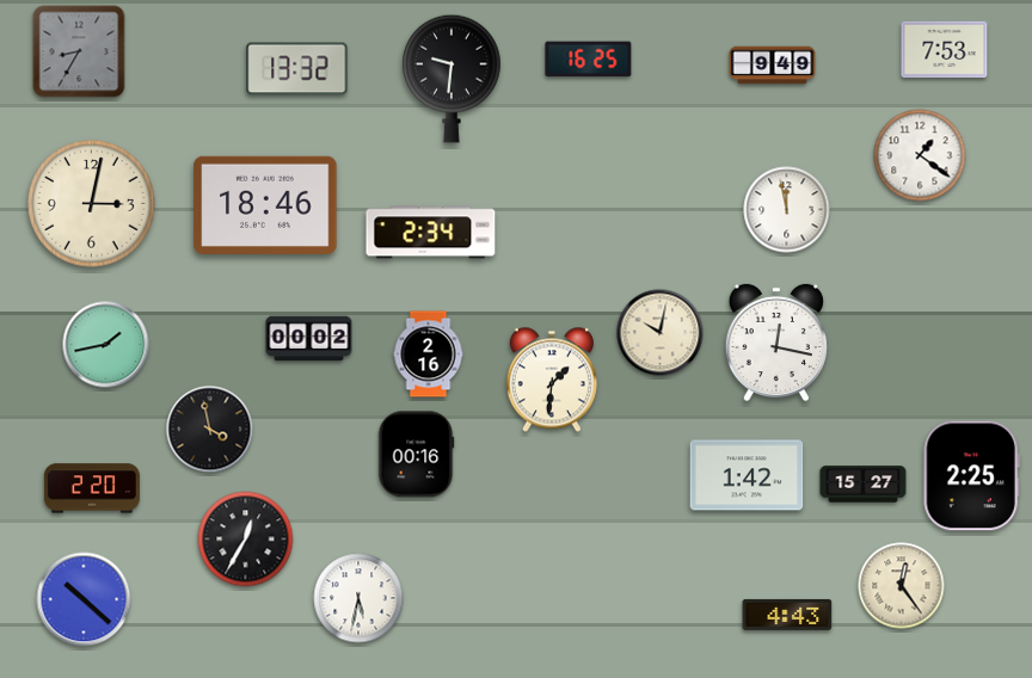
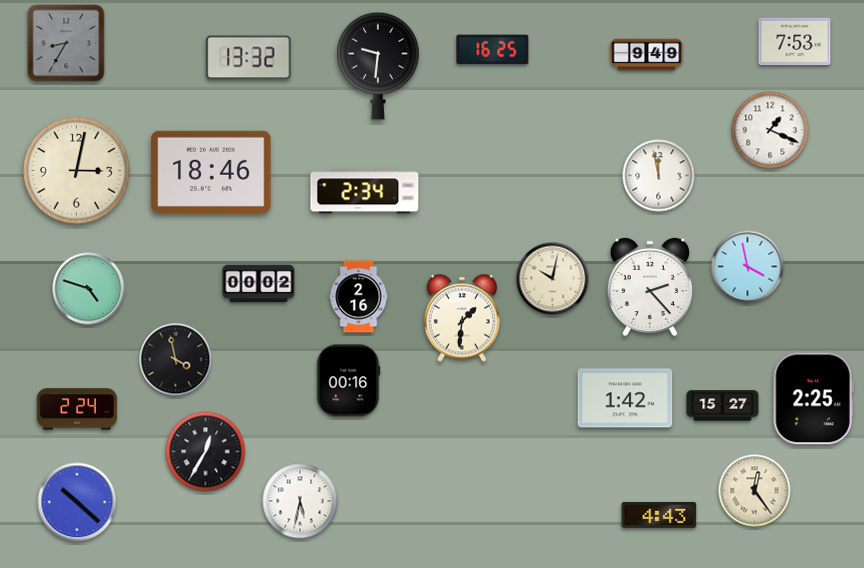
clock at (945, 50) position: (945, 50) -> (795, 42)
clock at (920, 155): 1:21 -> 1:19
clock at (265, 205) position: (265, 205) -> (211, 172)
clock at (431, 233) position: (431, 233) -> (365, 192)
clock at (748, 267): none -> 3:58
clock at (776, 343): 12:17 -> 2:23
clock at (106, 345): 1:43 -> 4:48
clock at (92, 488): 2:20 -> 2:24
clock at (84, 599) position: (84, 599) -> (77, 502)
